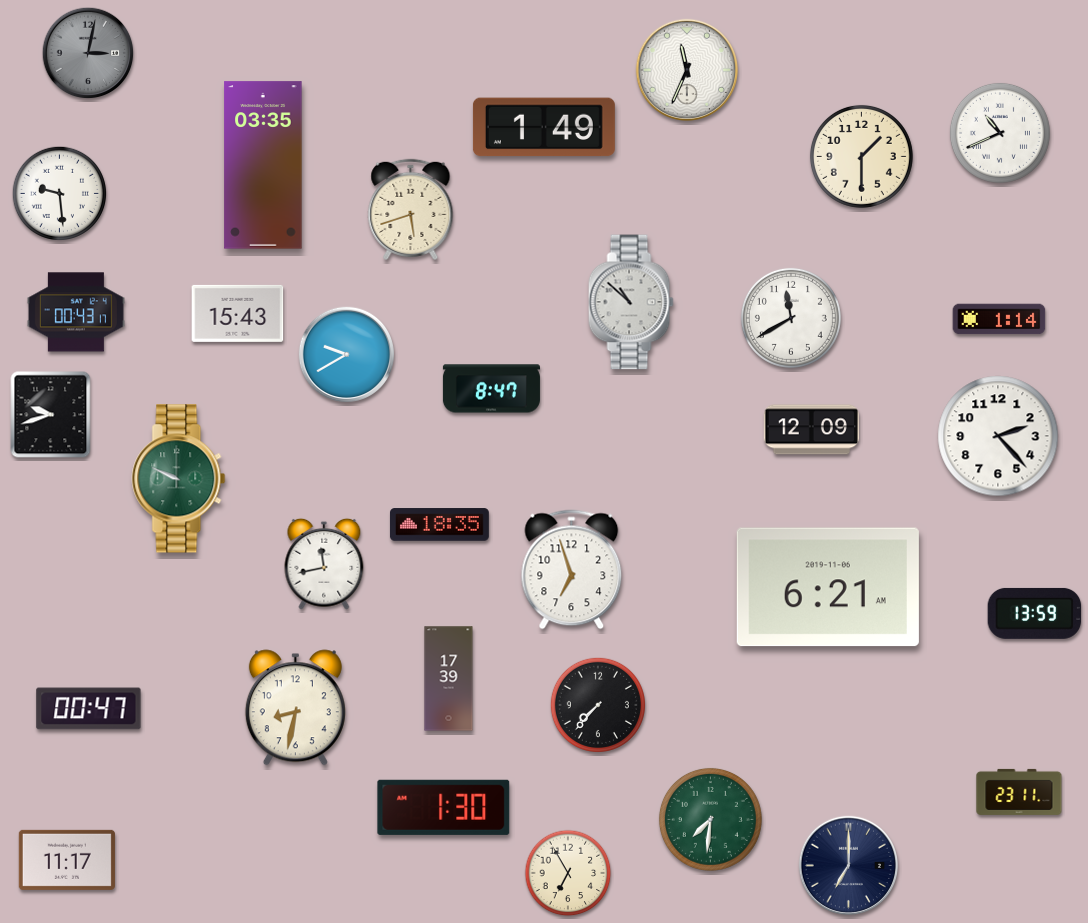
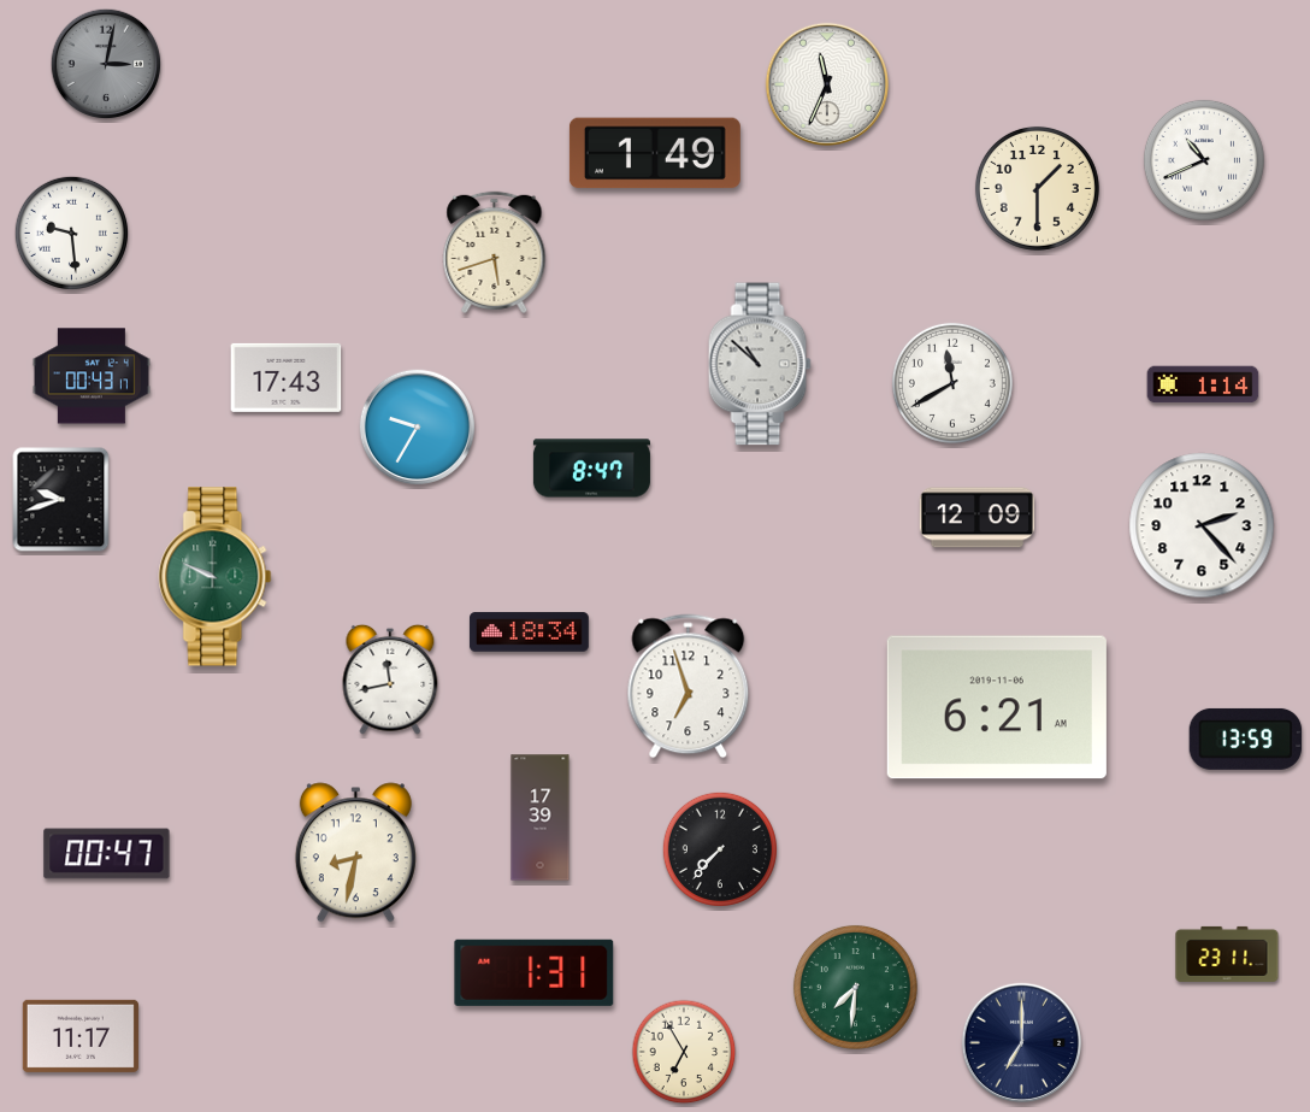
clock at (263, 165): 03:35 -> none
clock at (238, 313): 15:43 -> 17:43
clock at (347, 355): 9:40 -> 9:35
clock at (439, 525): 18:35 -> 18:34
clock at (444, 807): 1:30 -> 1:31
